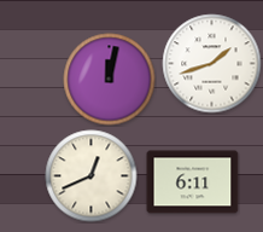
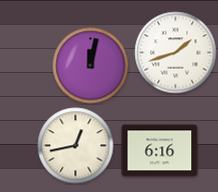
clock at (92, 176): 12:41 -> 12:43
clock at (193, 182): 6:11 -> 6:16
